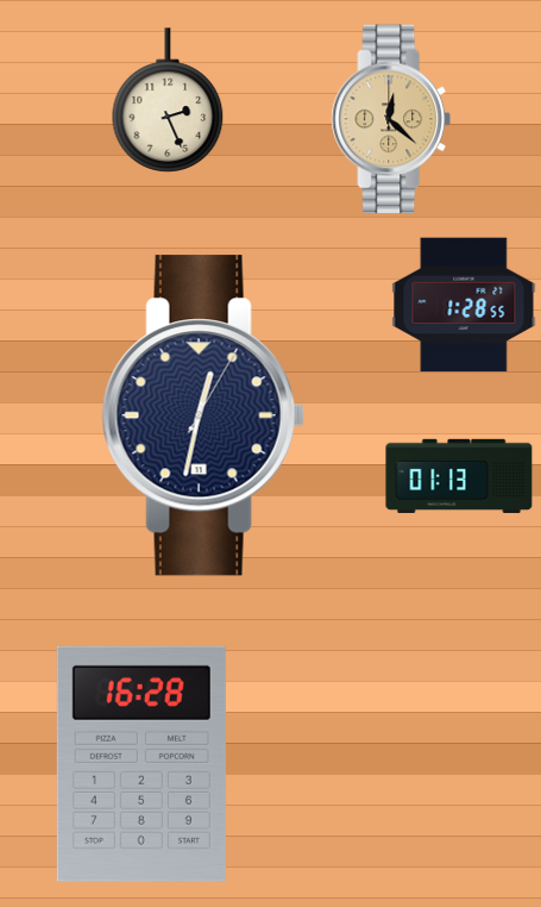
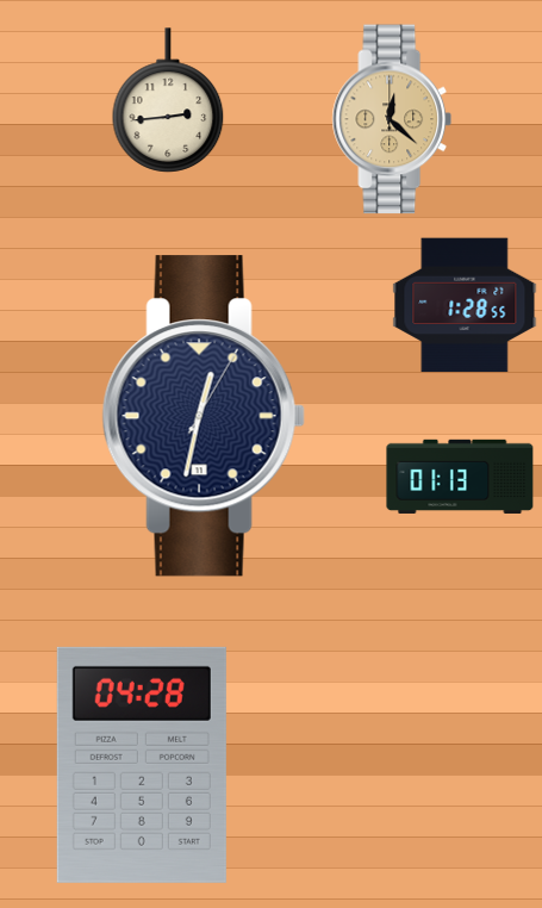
clock at (168, 100): 2:26 -> 2:44
clock at (141, 764): 16:28 -> 04:28
